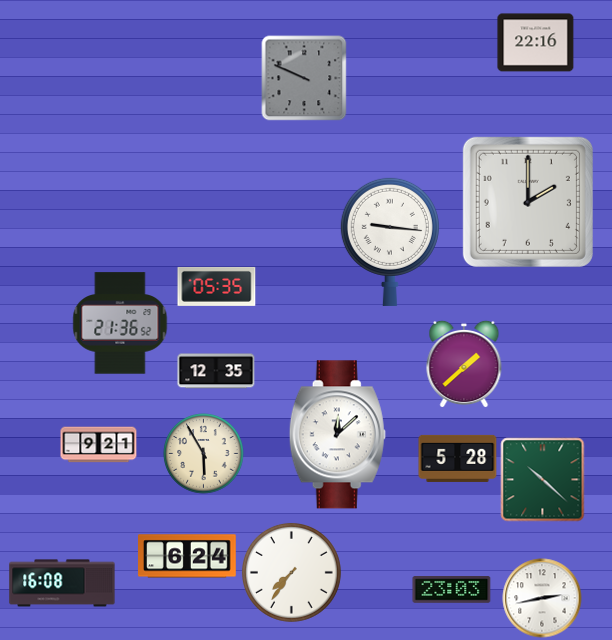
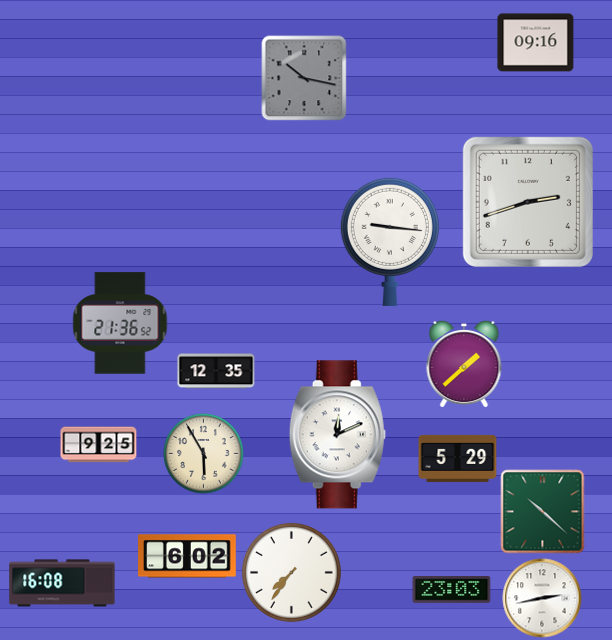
clock at (536, 43): 22:16 -> 09:16
clock at (304, 78): 9:49 -> 10:17
clock at (528, 202): 2:00 -> 2:42
clock at (217, 286): 05:35 -> none
clock at (337, 435): 12:08 -> 12:11
clock at (99, 445): 9:21 -> 9:25
clock at (458, 458): 5:28 -> 5:29
clock at (543, 480) position: (543, 480) -> (543, 512)
clock at (188, 556): 6:24 -> 6:02
